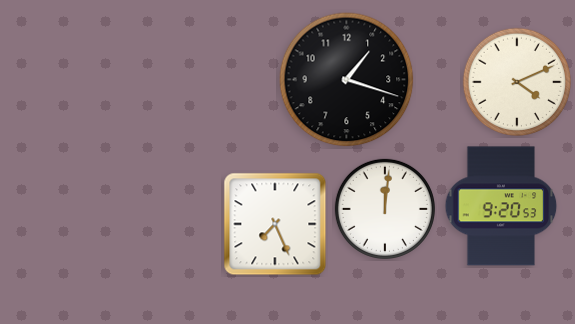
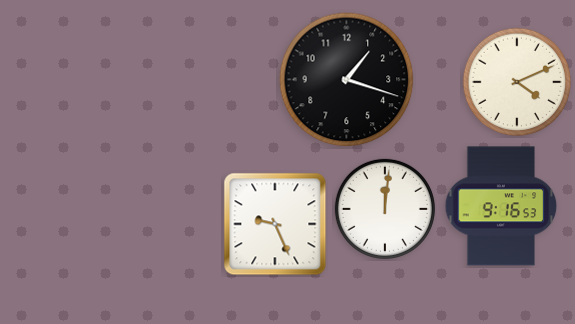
clock at (501, 206): 9:20 -> 9:16
clock at (275, 224): 7:26 -> 9:26
